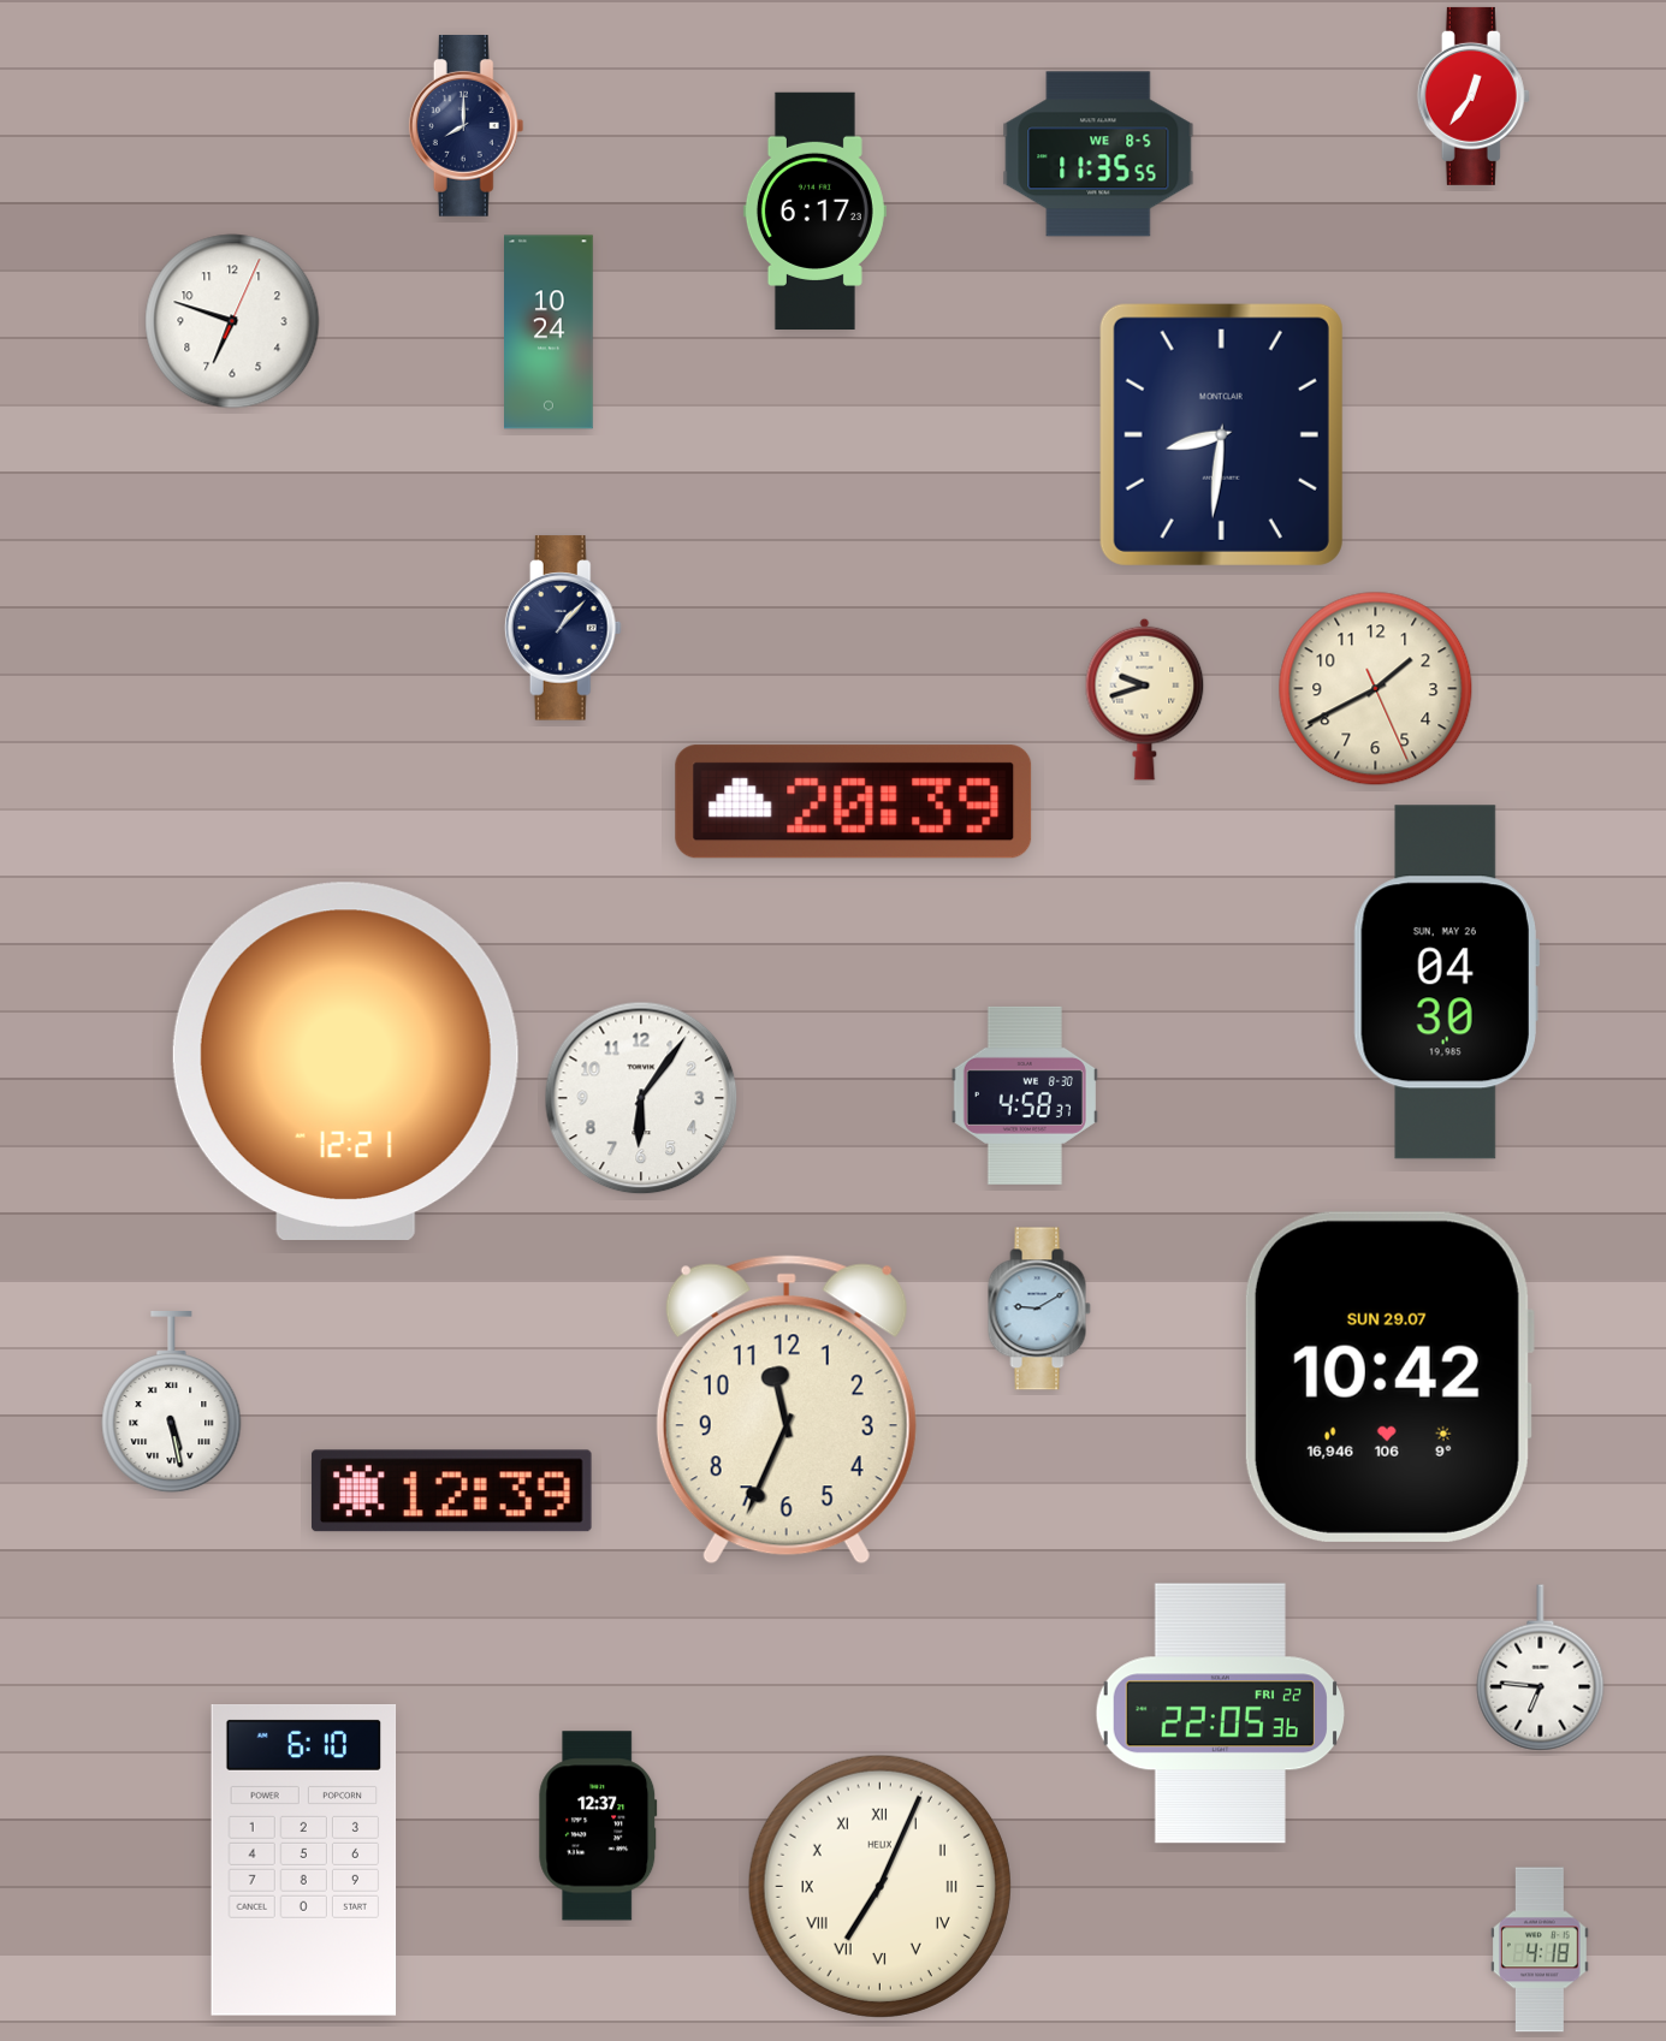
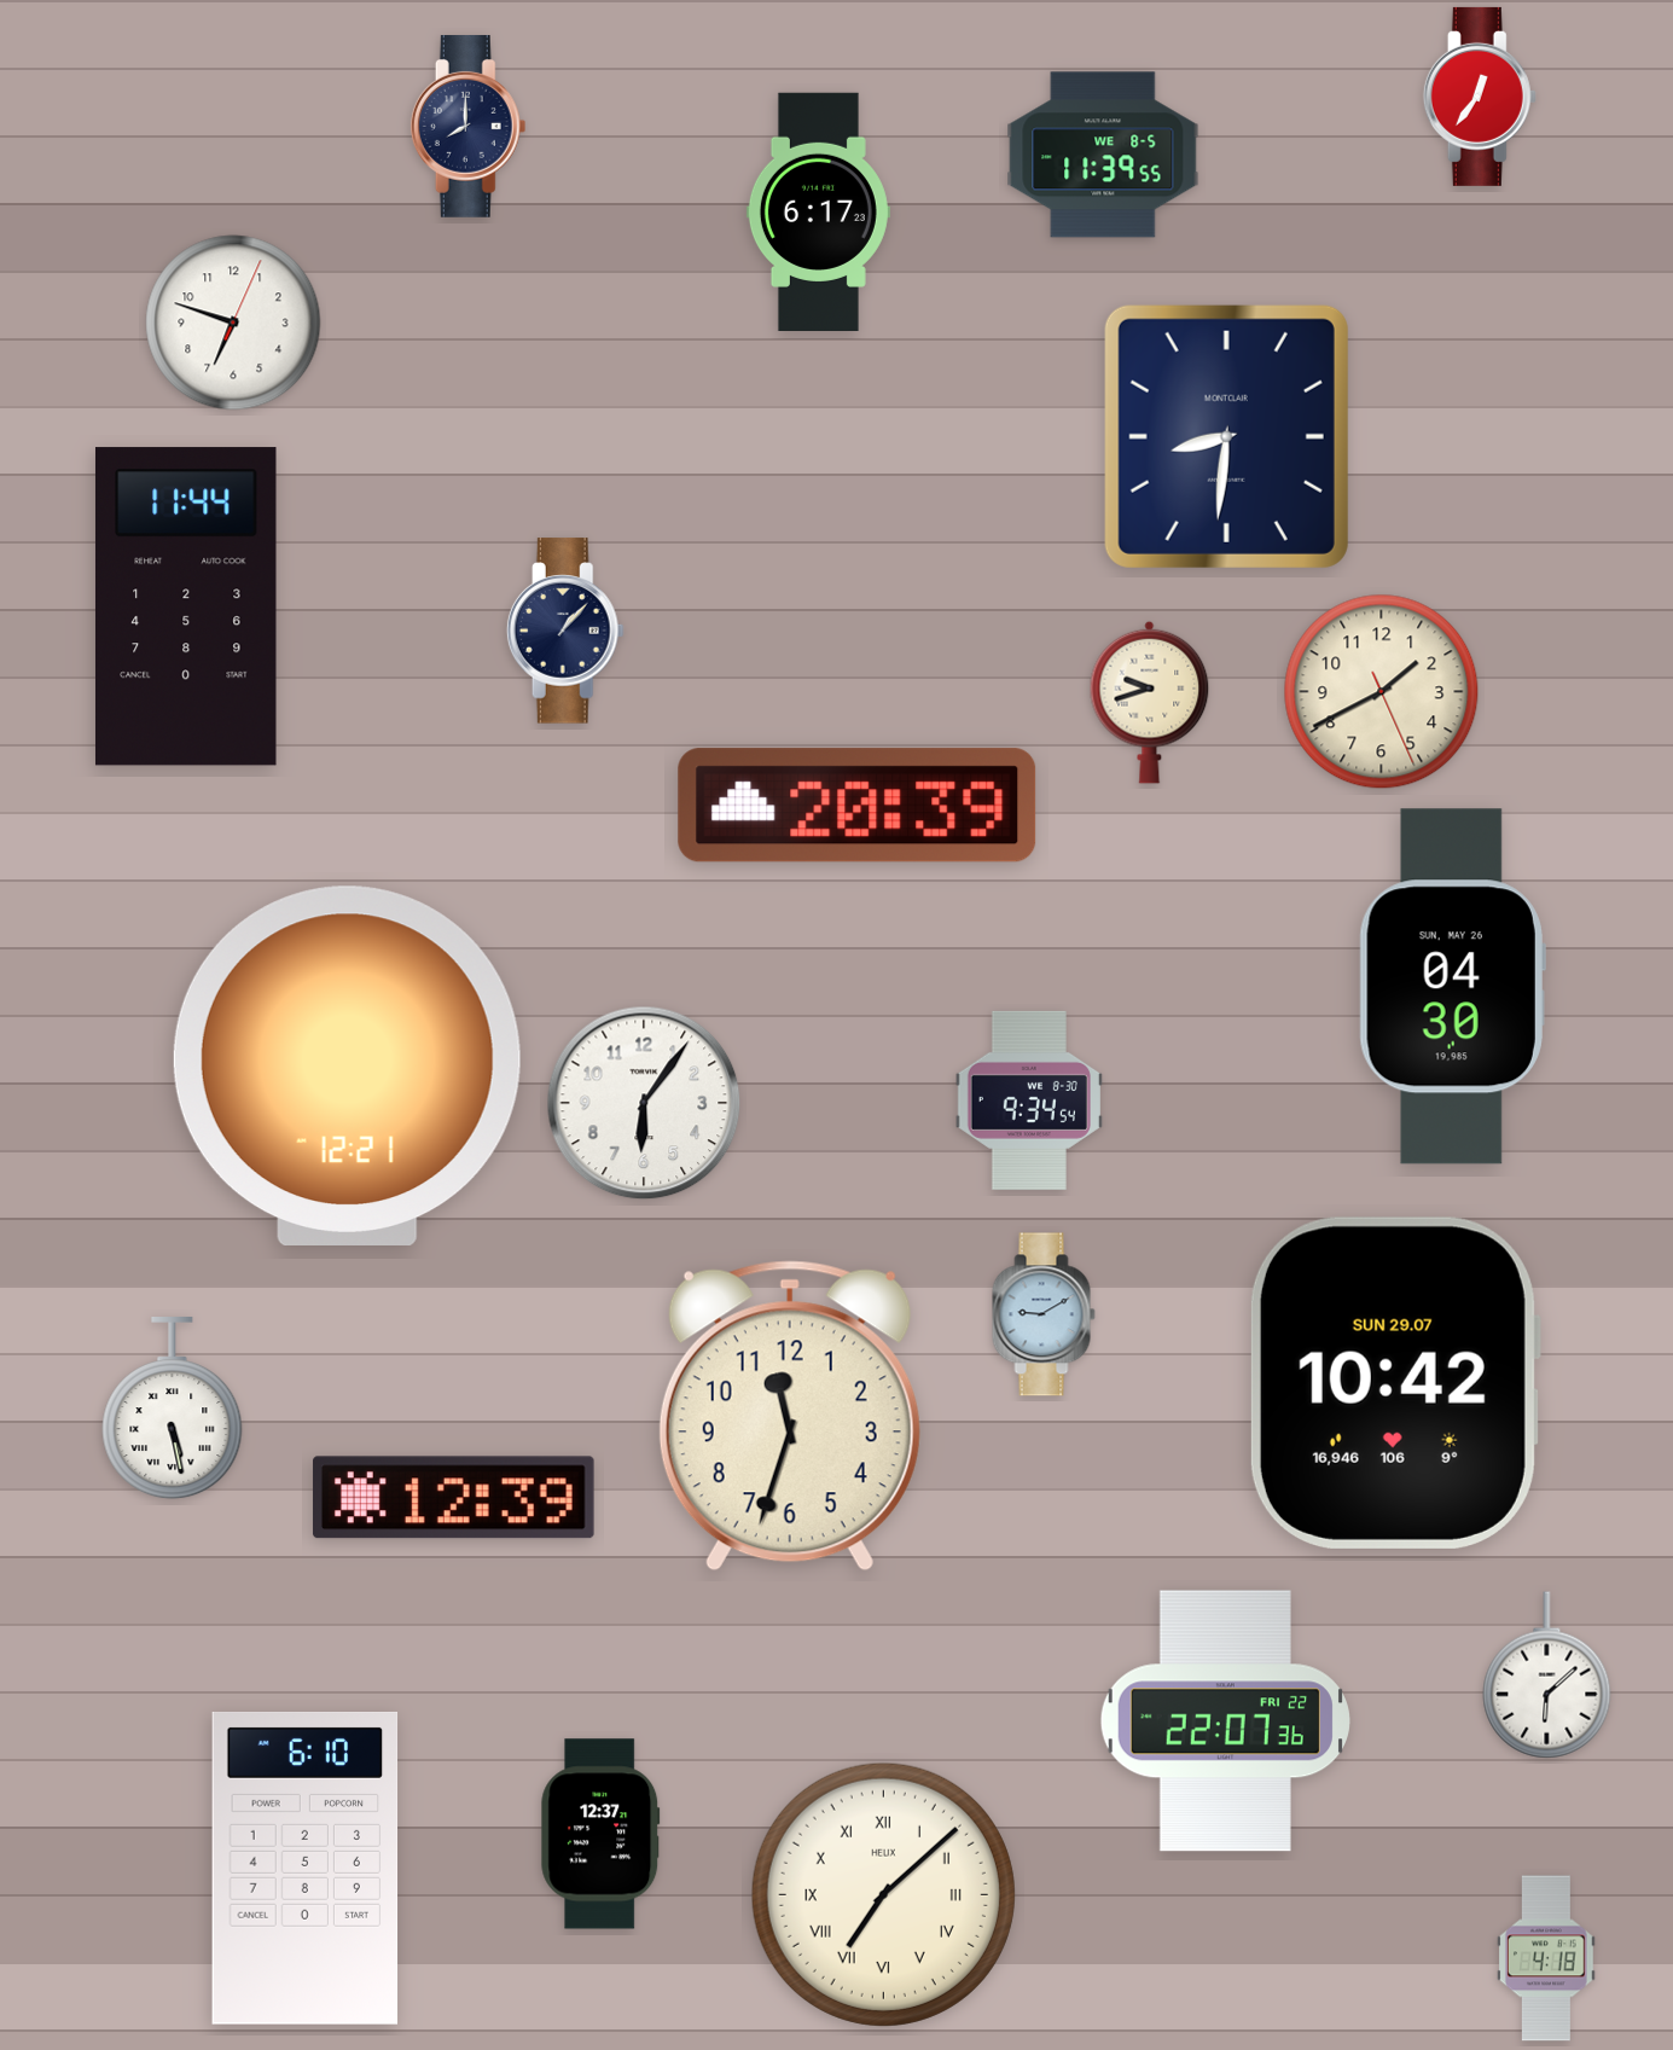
clock at (1098, 154): 11:35 -> 11:39
clock at (549, 332): 10:24 -> none
clock at (186, 606): none -> 11:44
clock at (1025, 1096): 4:58 -> 9:34
clock at (787, 1410): 11:34 -> 11:33
clock at (1541, 1668): 6:46 -> 6:08
clock at (1220, 1714): 22:05 -> 22:07
clock at (879, 1886): 7:04 -> 7:08
